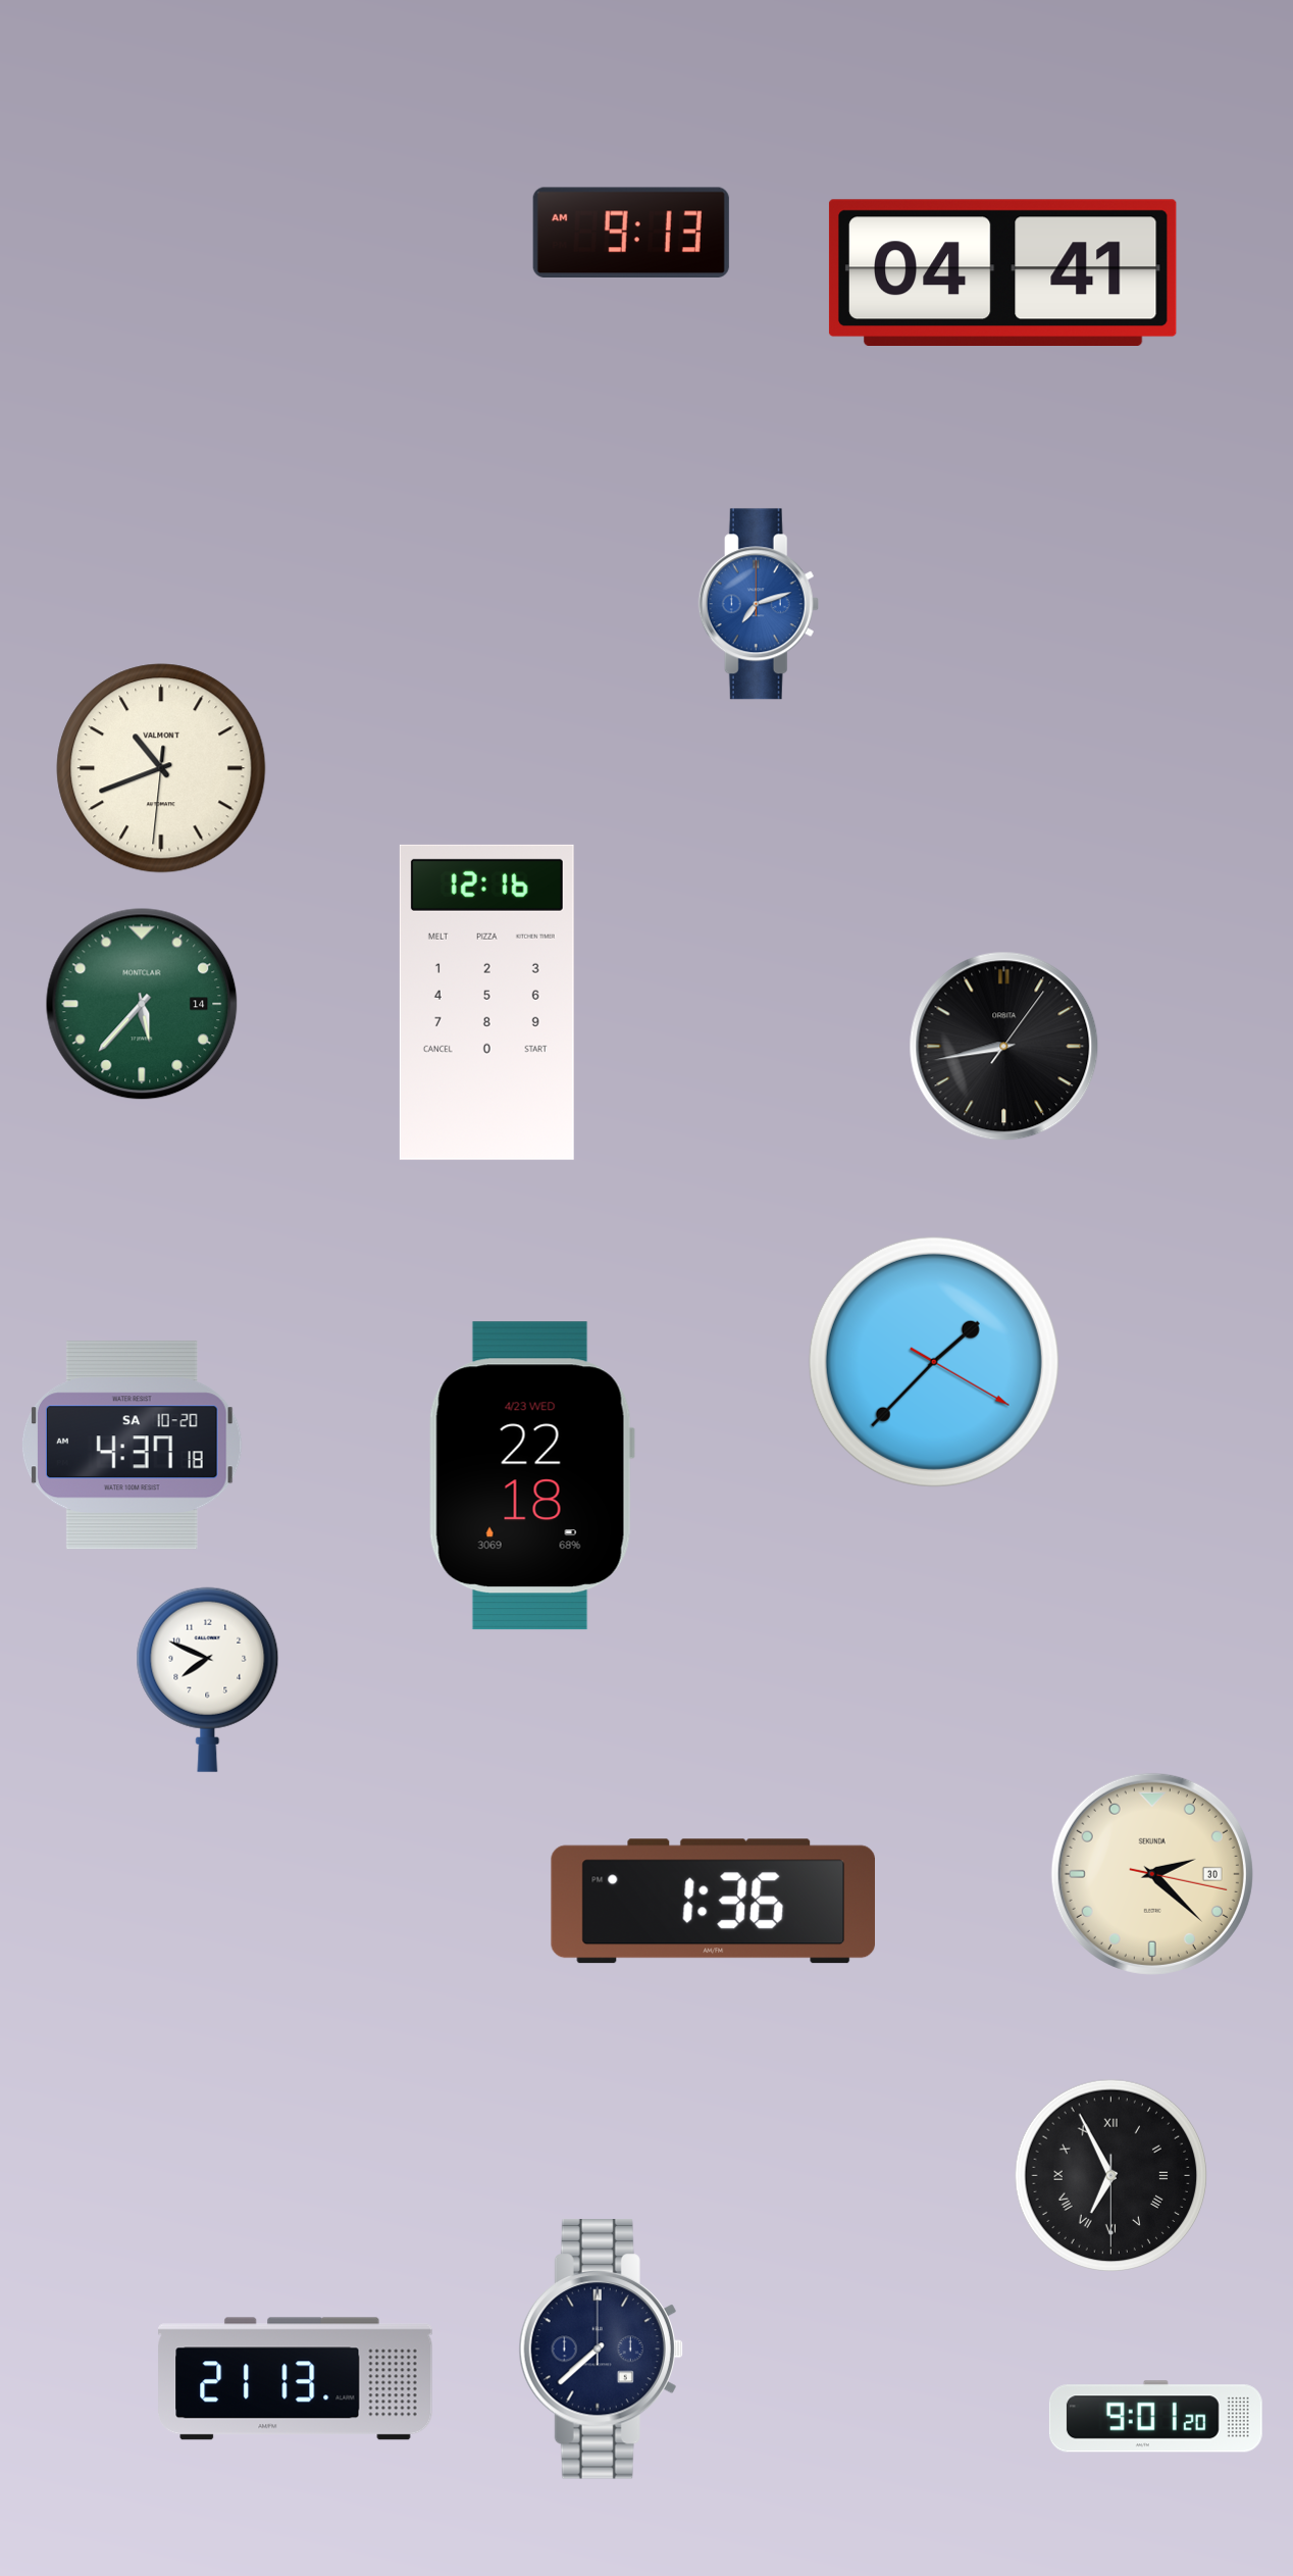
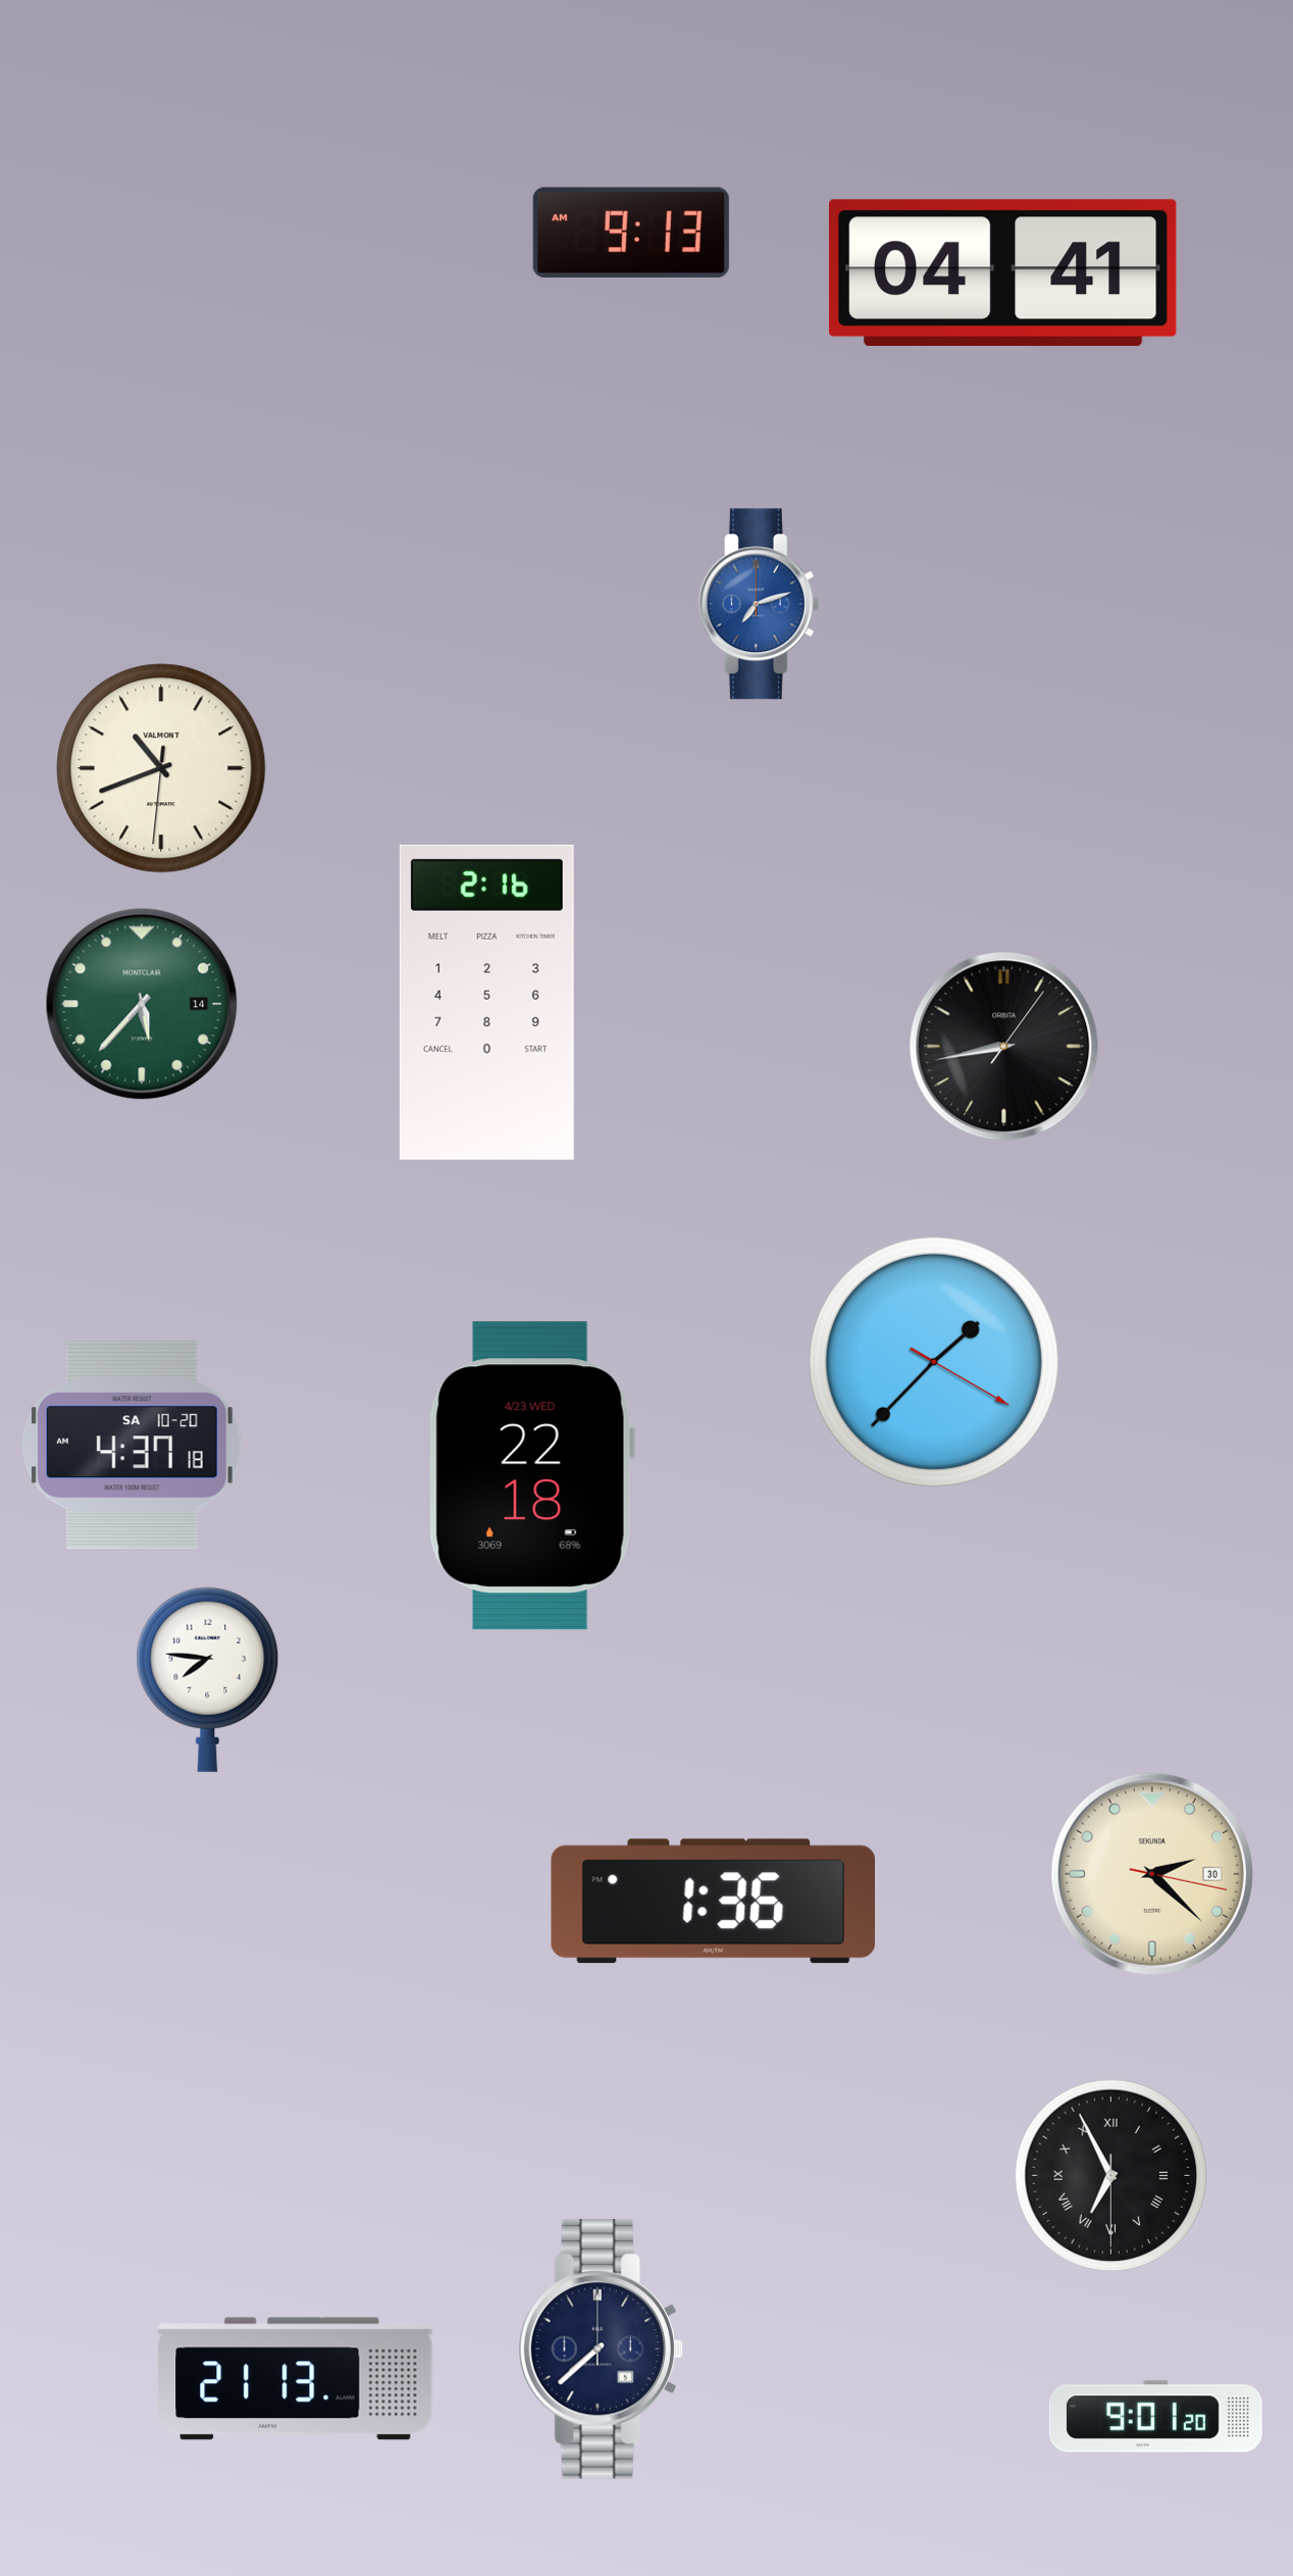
clock at (486, 1002): 12:16 -> 2:16
clock at (208, 1679): 7:49 -> 7:46
